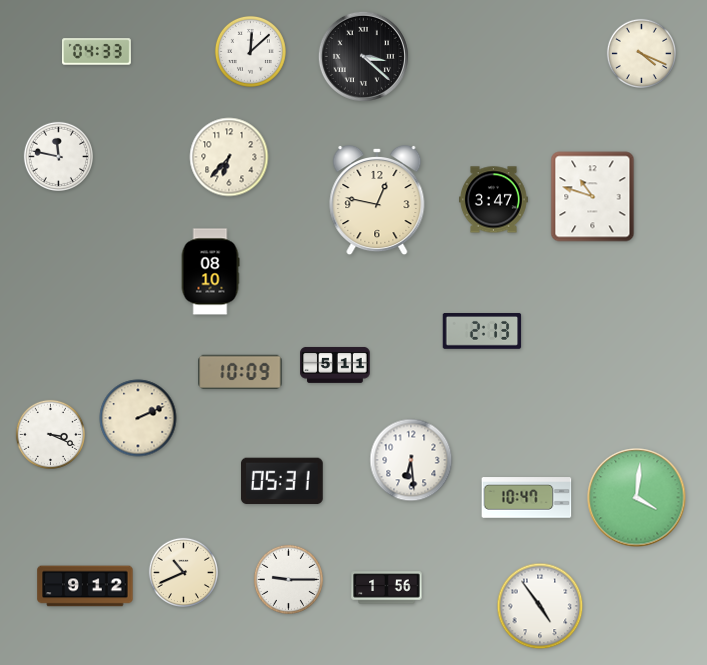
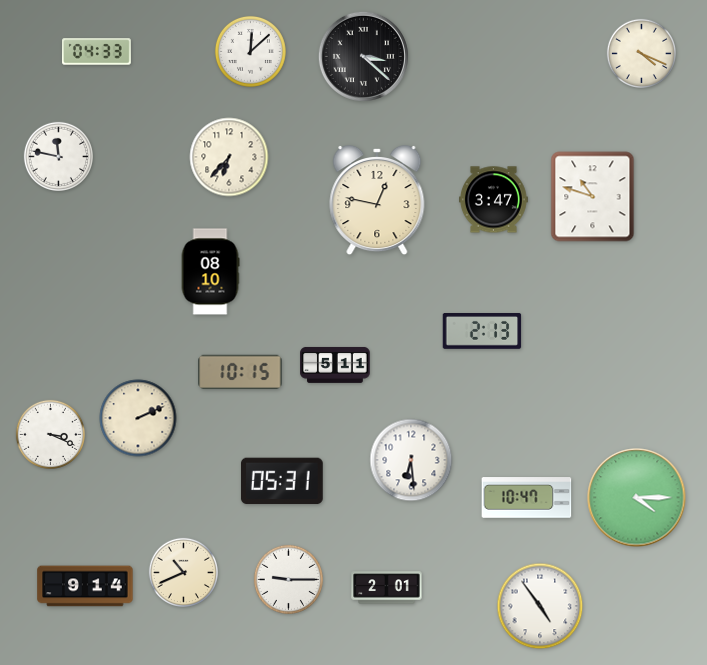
clock at (240, 372): 10:09 -> 10:15
clock at (637, 498): 4:01 -> 4:15
clock at (85, 586): 9:12 -> 9:14
clock at (387, 588): 1:56 -> 2:01
